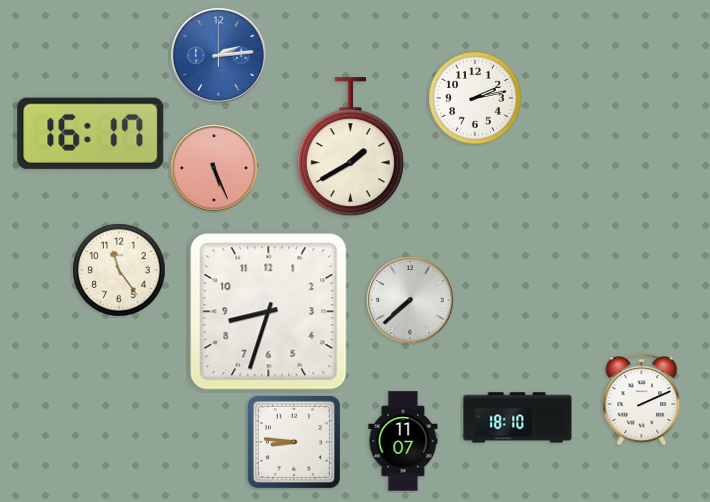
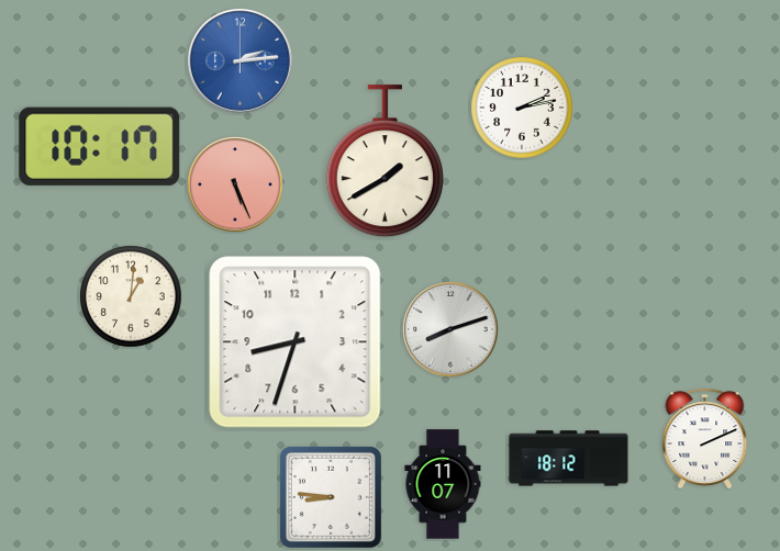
clock at (91, 133): 16:17 -> 10:17
clock at (119, 270): 11:24 -> 1:01
clock at (410, 300): 7:38 -> 8:12
clock at (518, 418): 18:10 -> 18:12
clock at (294, 442) position: (294, 442) -> (331, 497)
